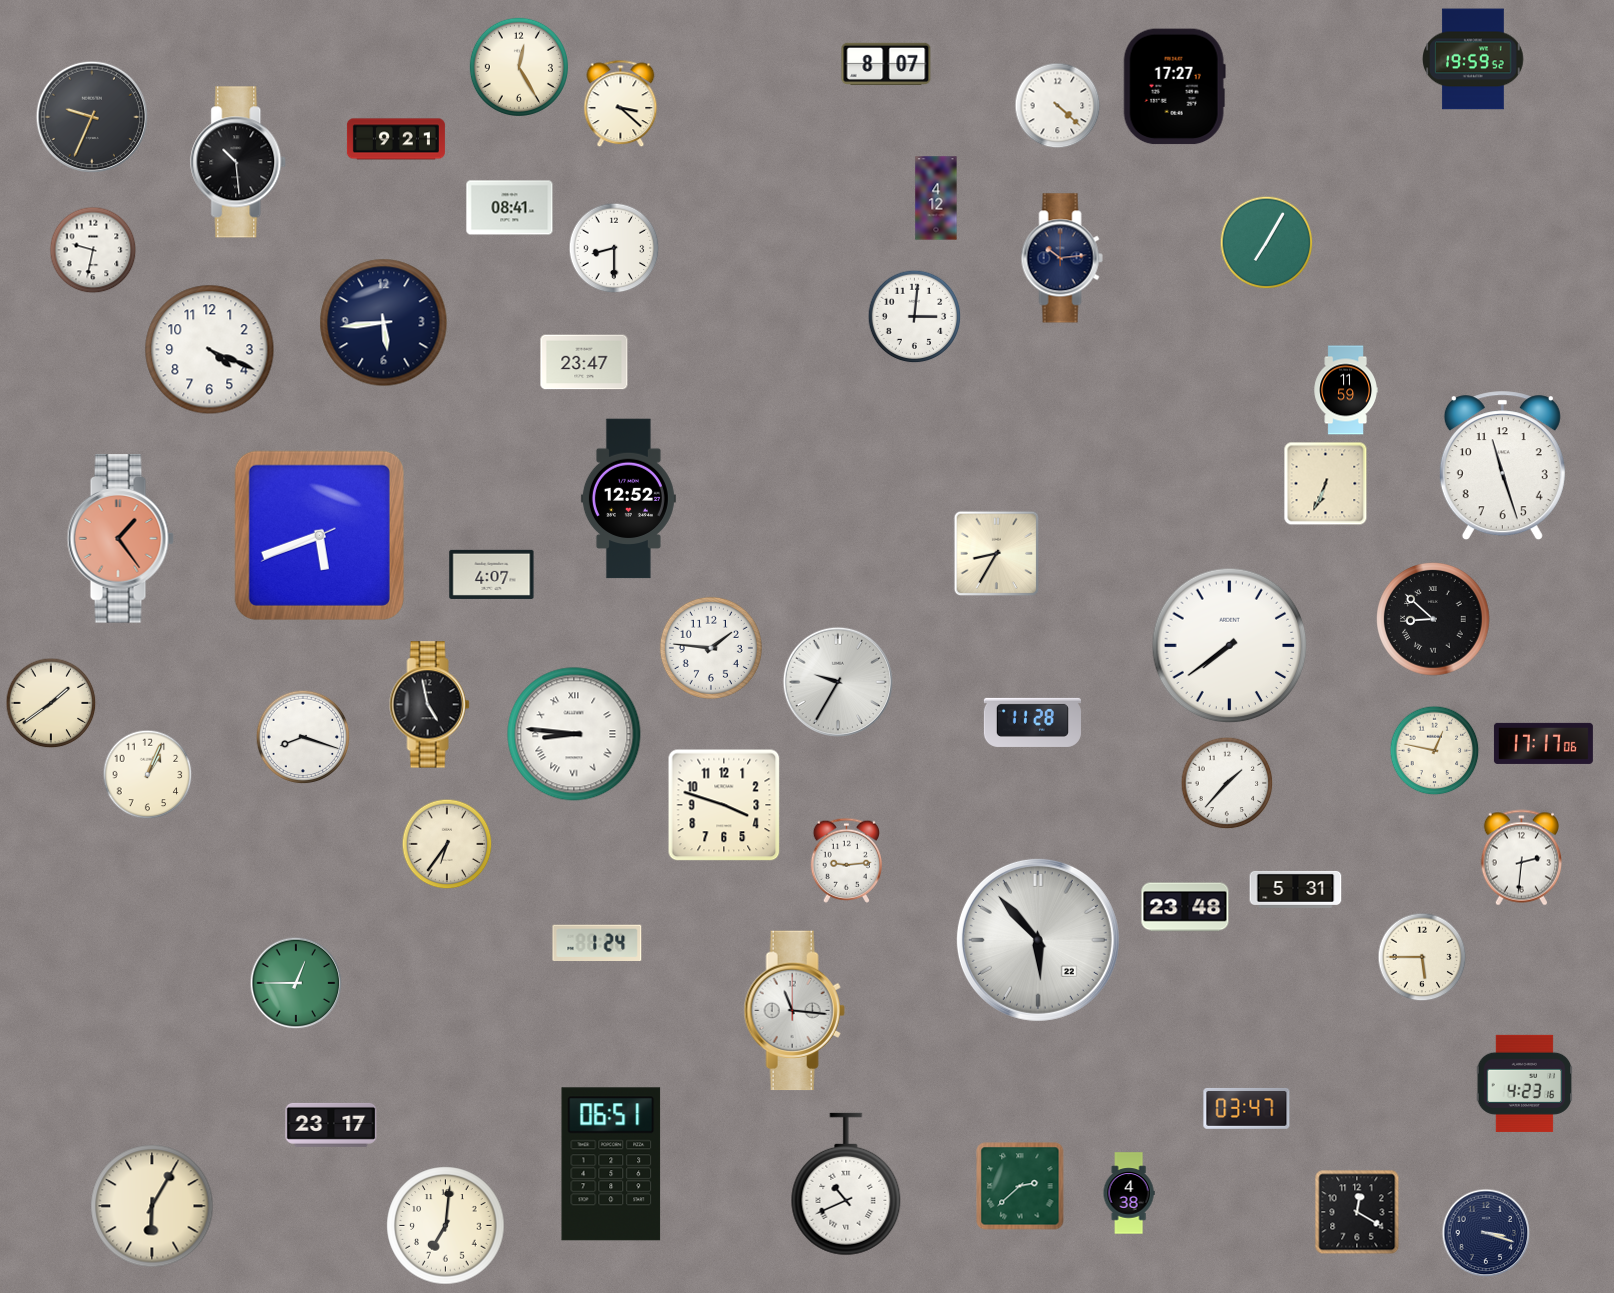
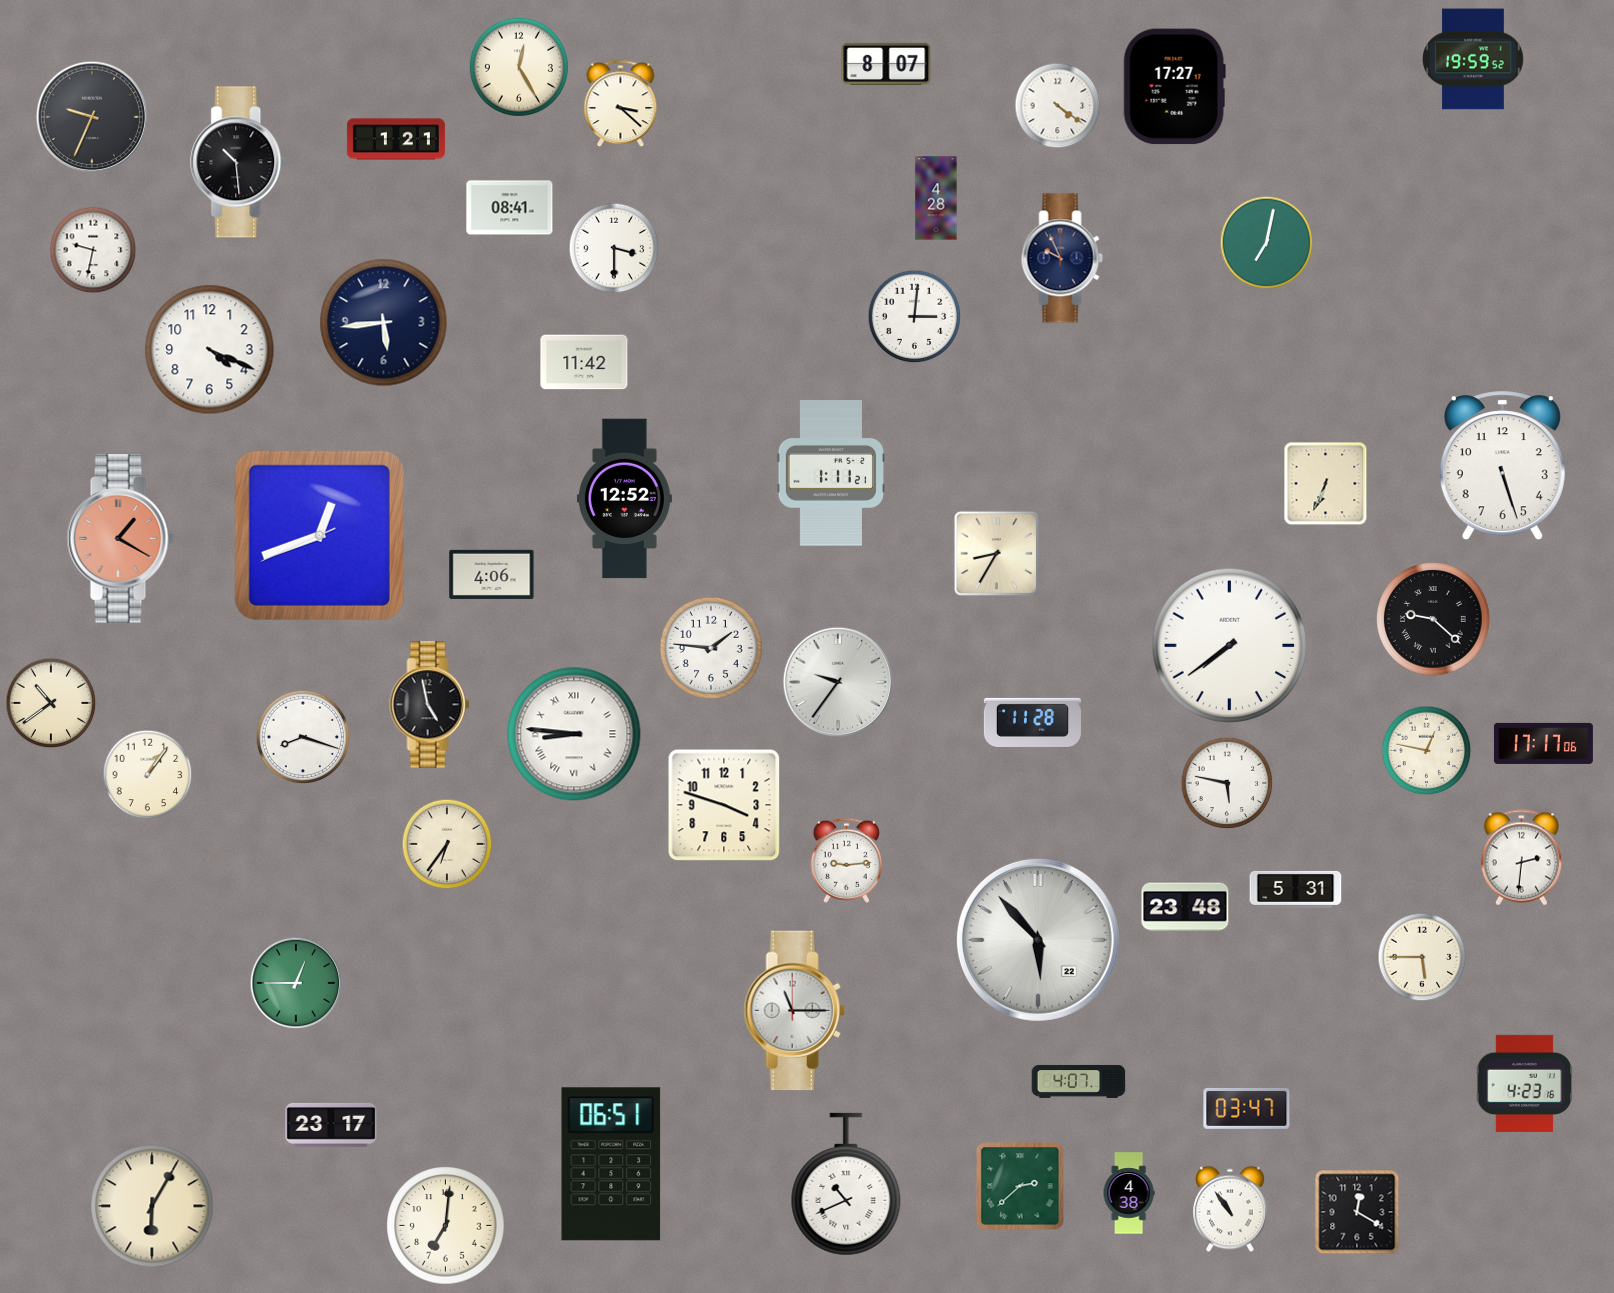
clock at (1058, 106): 4:22 -> 4:21
clock at (396, 139): 9:21 -> 1:21
clock at (936, 198): 4:12 -> 4:28
clock at (1267, 243): 7:05 -> 7:02
clock at (614, 248): 8:30 -> 3:30
clock at (1062, 258): 10:14 -> 9:56
clock at (584, 362): 23:47 -> 11:42
clock at (1346, 390): 11:59 -> none
clock at (1502, 466): 11:27 -> 5:27
clock at (831, 473): none -> 1:11
clock at (628, 499) position: (628, 499) -> (624, 499)
clock at (319, 535): 5:41 -> 12:41
clock at (120, 539): 1:24 -> 1:20
clock at (492, 574): 4:07 -> 4:06
clock at (1433, 619): 8:52 -> 9:22
clock at (837, 681): 9:35 -> 9:36
clock at (51, 703): 1:39 -> 10:39
clock at (1435, 751) position: (1435, 751) -> (1427, 751)
clock at (148, 775): 1:04 -> 1:06
clock at (1227, 783): 1:37 -> 5:47
clock at (597, 943): 1:24 -> none
clock at (794, 1011): 11:16 -> 11:15
clock at (1079, 1081): none -> 4:07
clock at (1230, 1209): none -> 10:54
clock at (1486, 1233): 3:18 -> none
